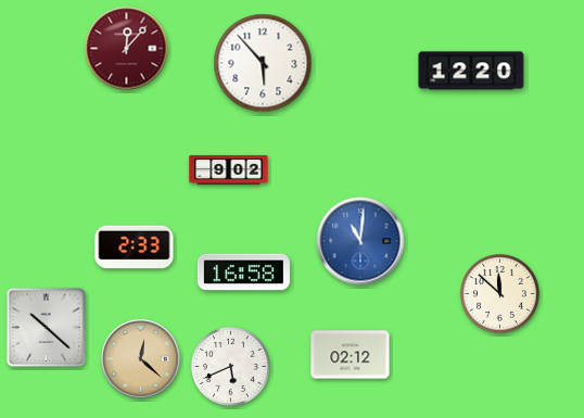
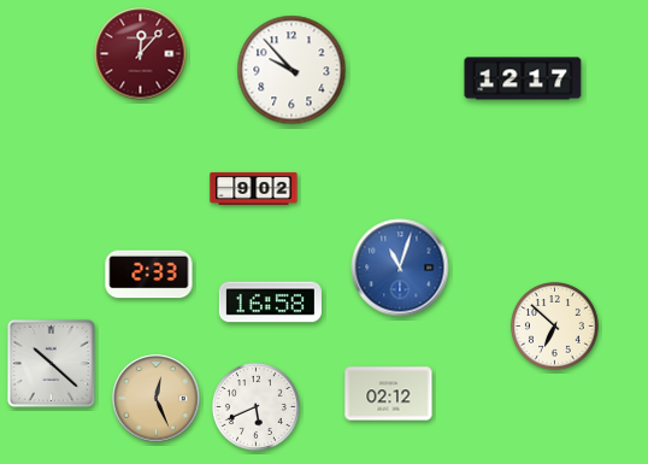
clock at (263, 63): 5:53 -> 9:53
clock at (471, 71): 12:20 -> 12:17
clock at (360, 241): 11:01 -> 11:03
clock at (499, 293): 11:52 -> 6:52
clock at (141, 359): 12:22 -> 12:26
